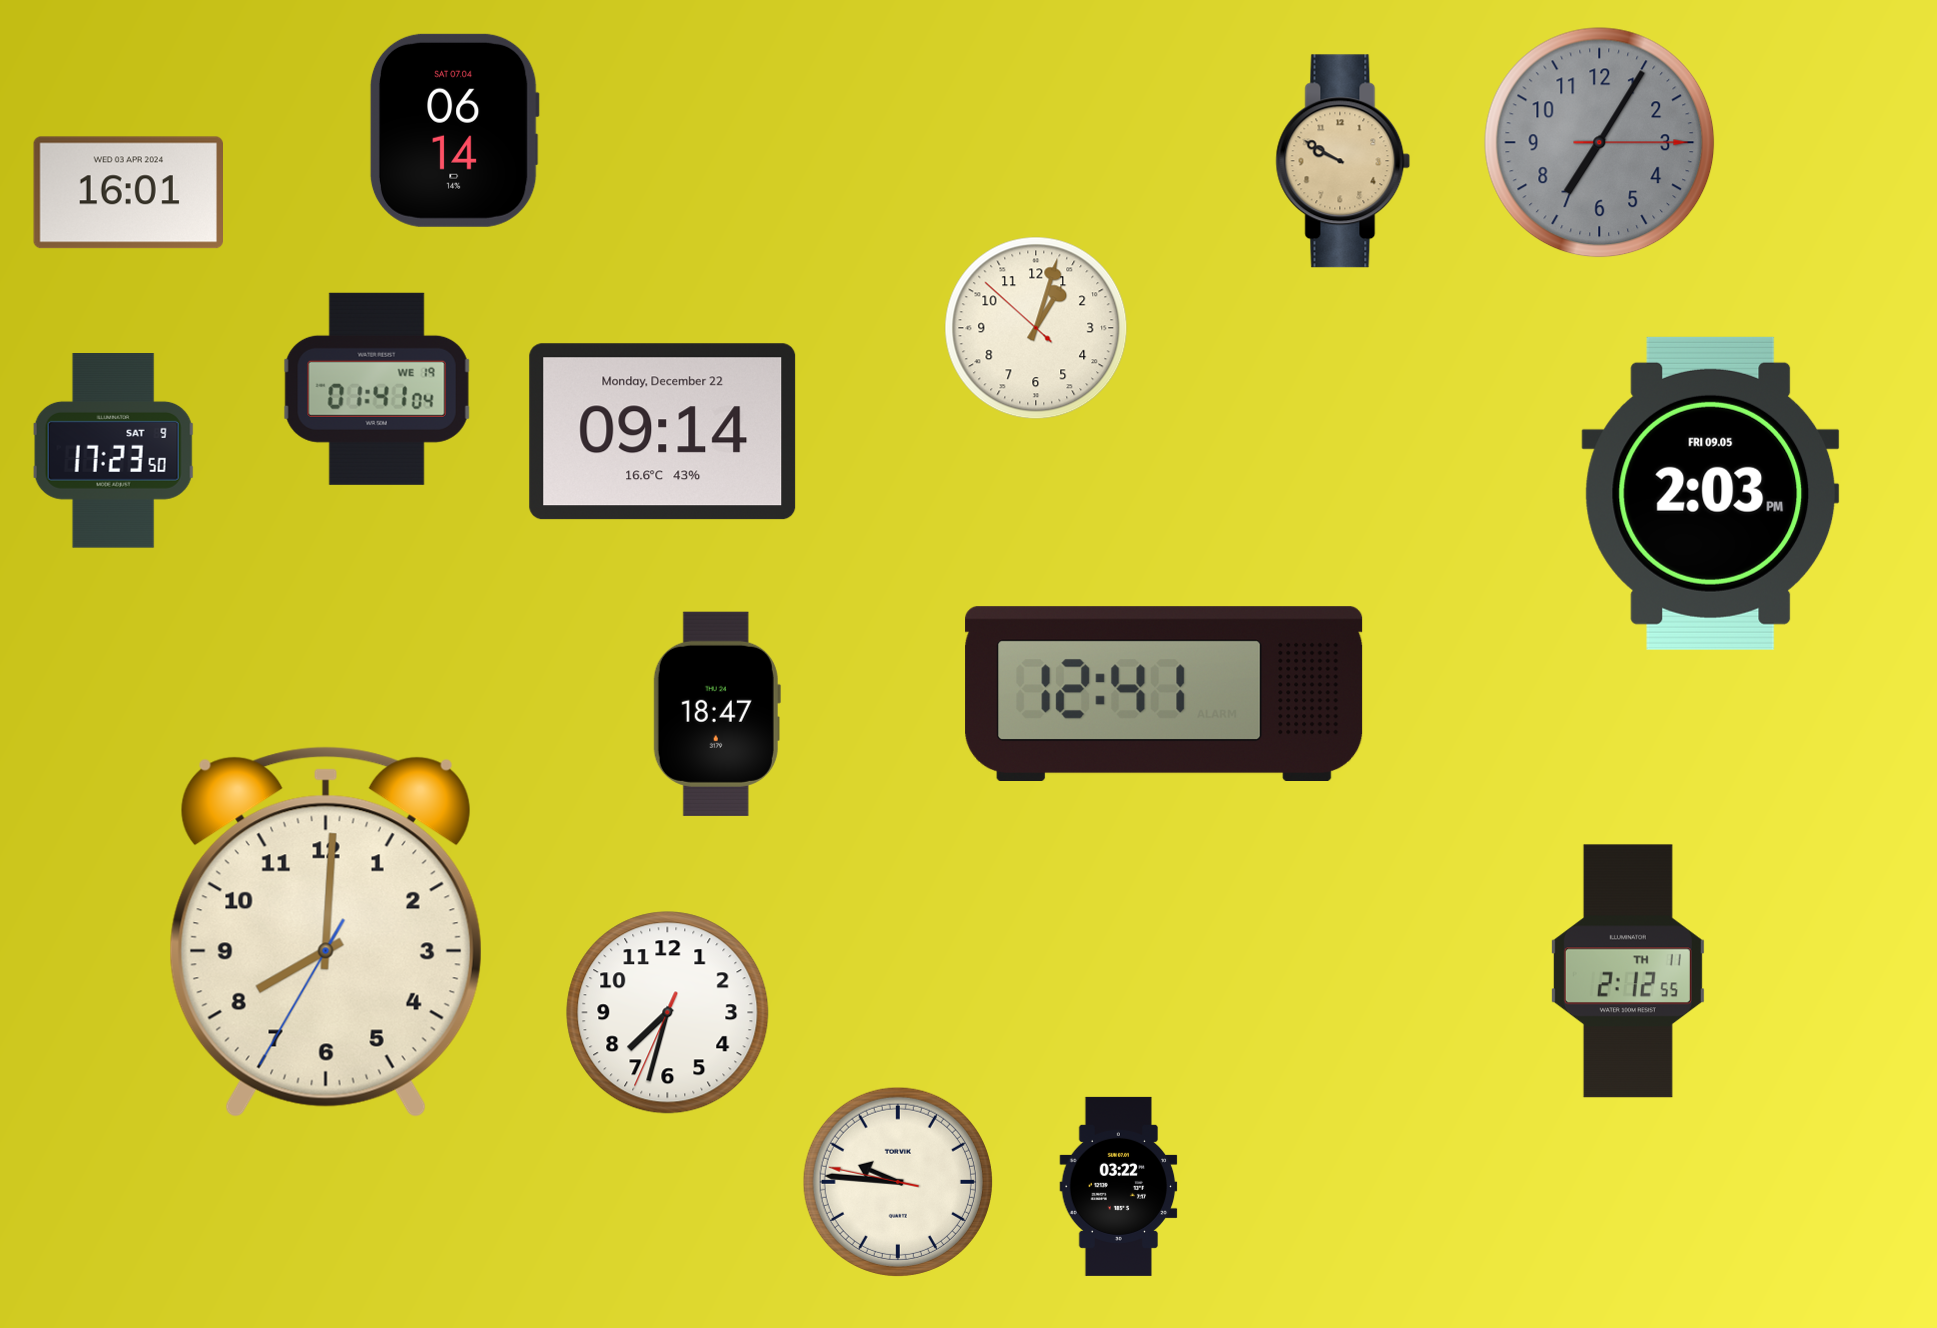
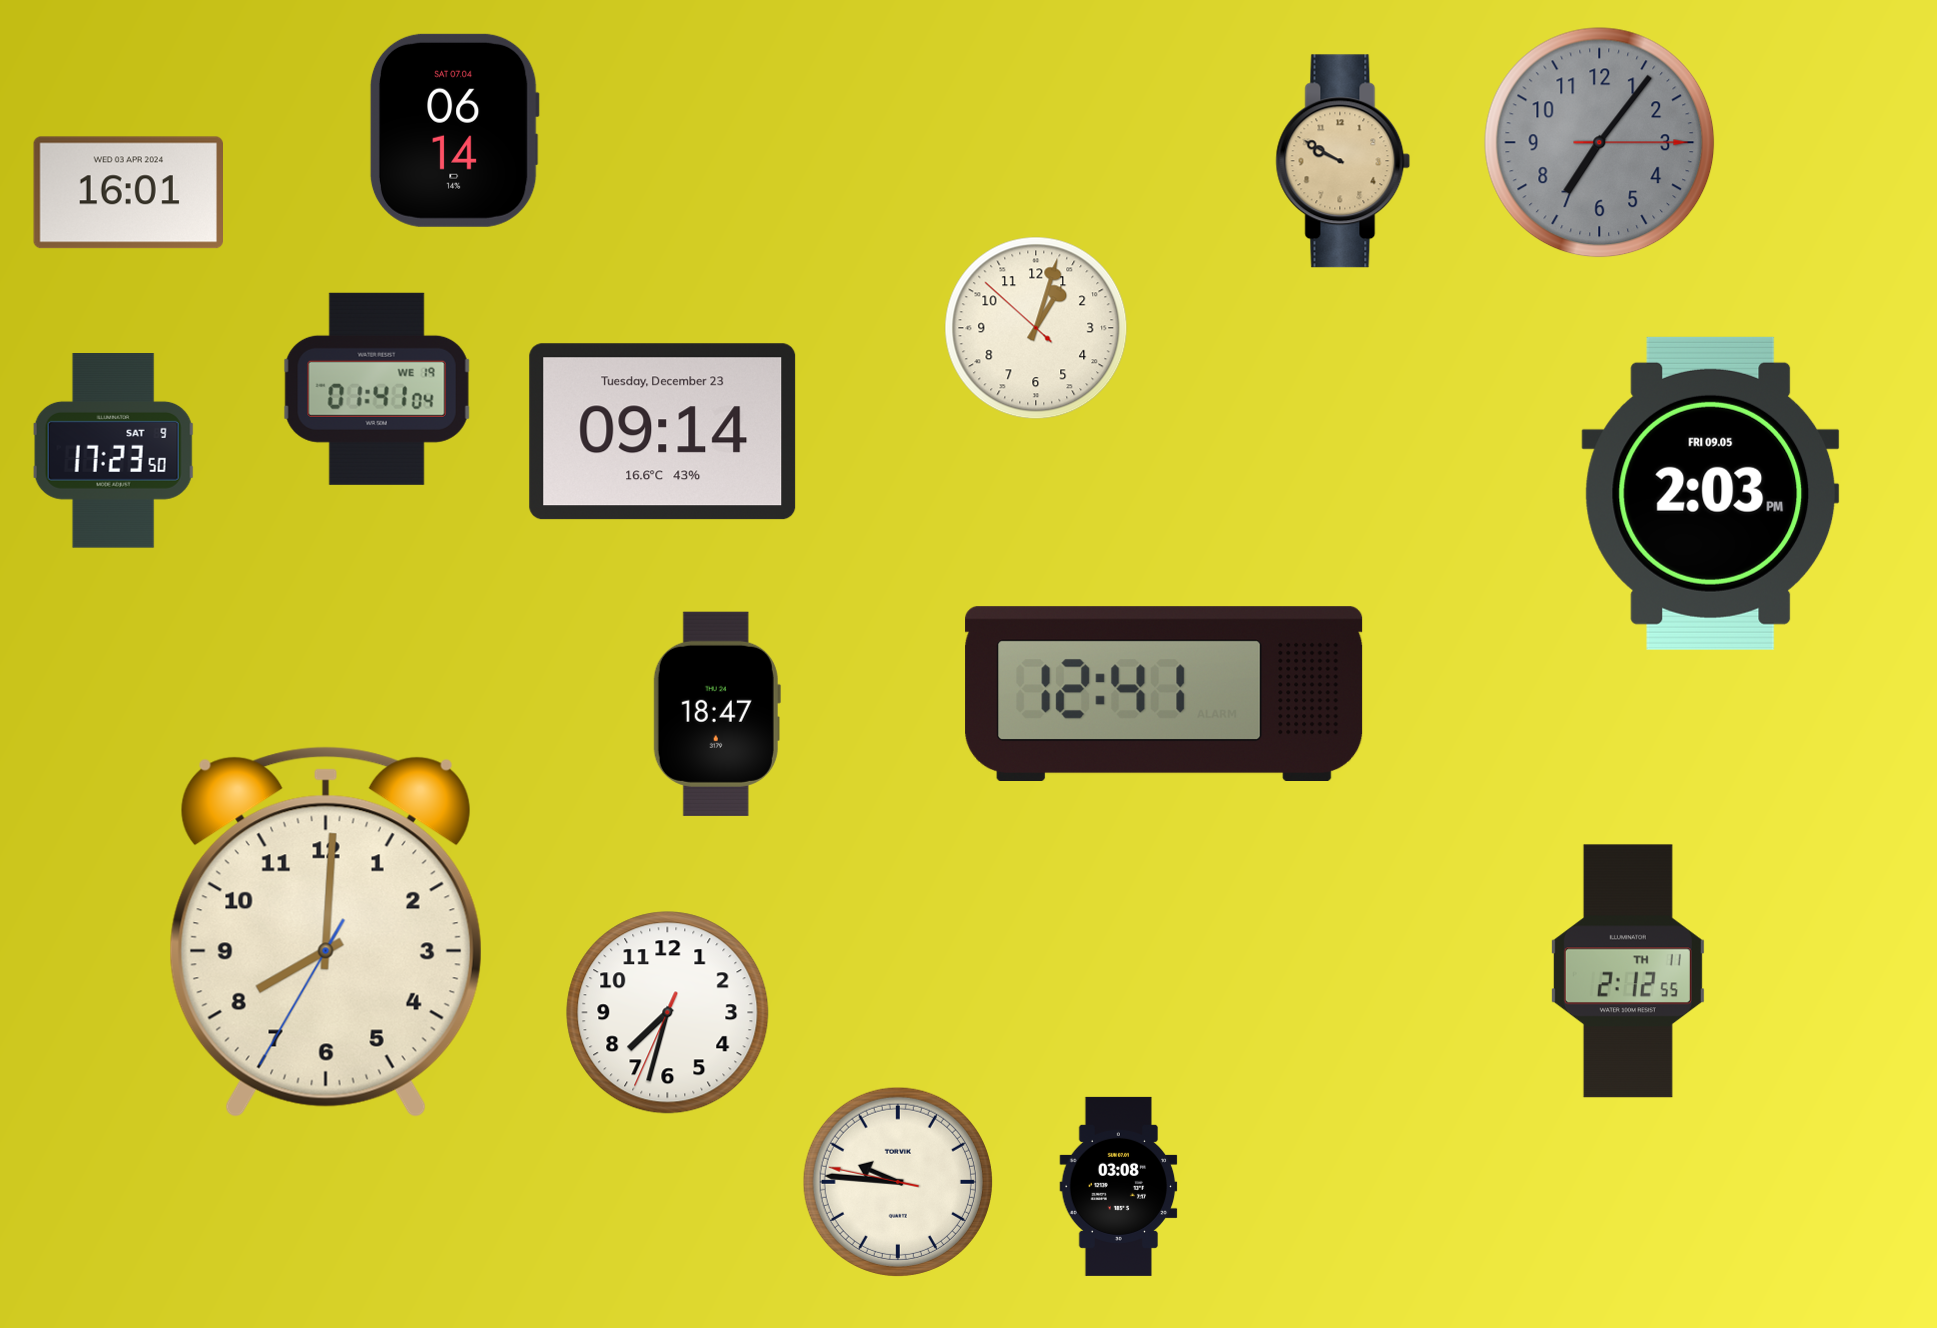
clock at (1600, 143): 7:05 -> 7:06
clock at (663, 432) date: Monday, December 22 -> Tuesday, December 23
clock at (1119, 1186): 03:22 -> 03:08
